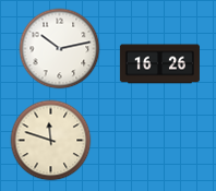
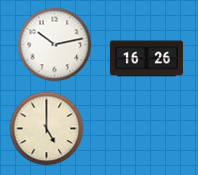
clock at (51, 141): 11:48 -> 5:00
